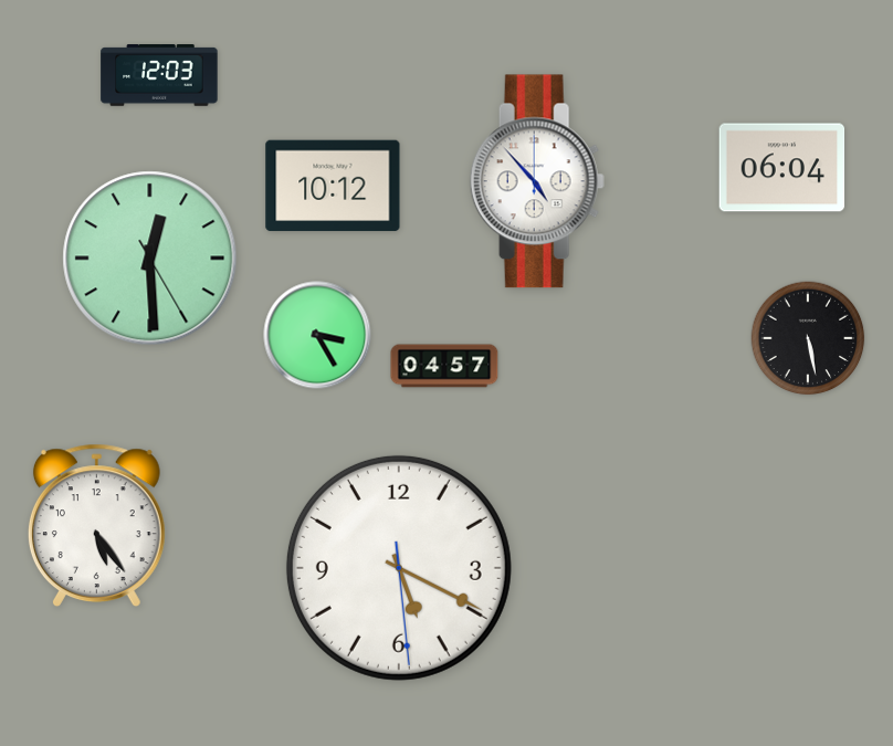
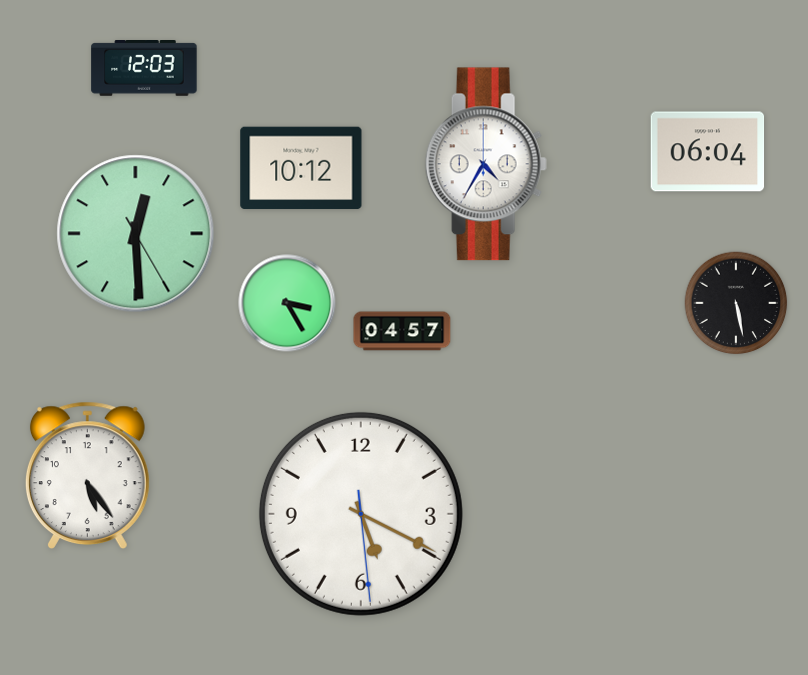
clock at (537, 181): 4:53 -> 4:35
clock at (808, 338) position: (808, 338) -> (736, 303)
